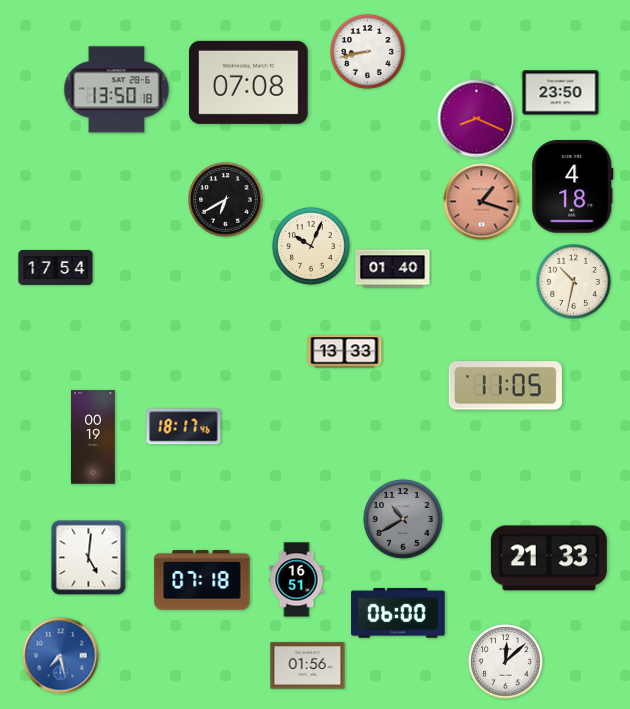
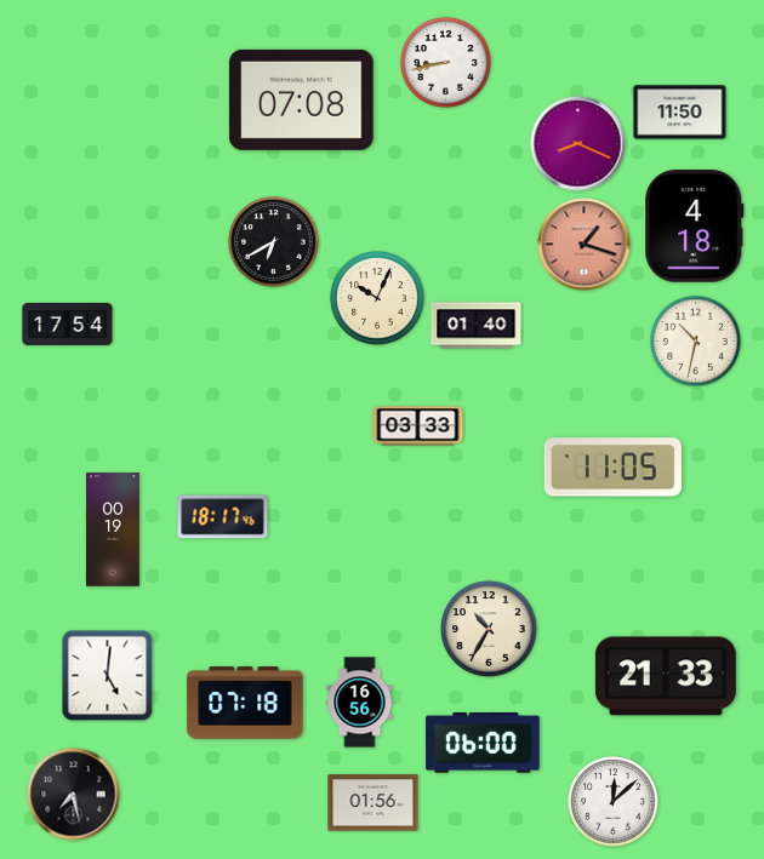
clock at (117, 90): 13:50 -> none
clock at (561, 93): 23:50 -> 11:50
clock at (345, 352): 13:33 -> 03:33
clock at (403, 519): 10:40 -> 10:35
clock at (403, 519) dial: grey -> cream
clock at (297, 580): 16:51 -> 16:56
clock at (61, 656) dial: blue -> black
clock at (308, 666) position: (308, 666) -> (374, 803)
